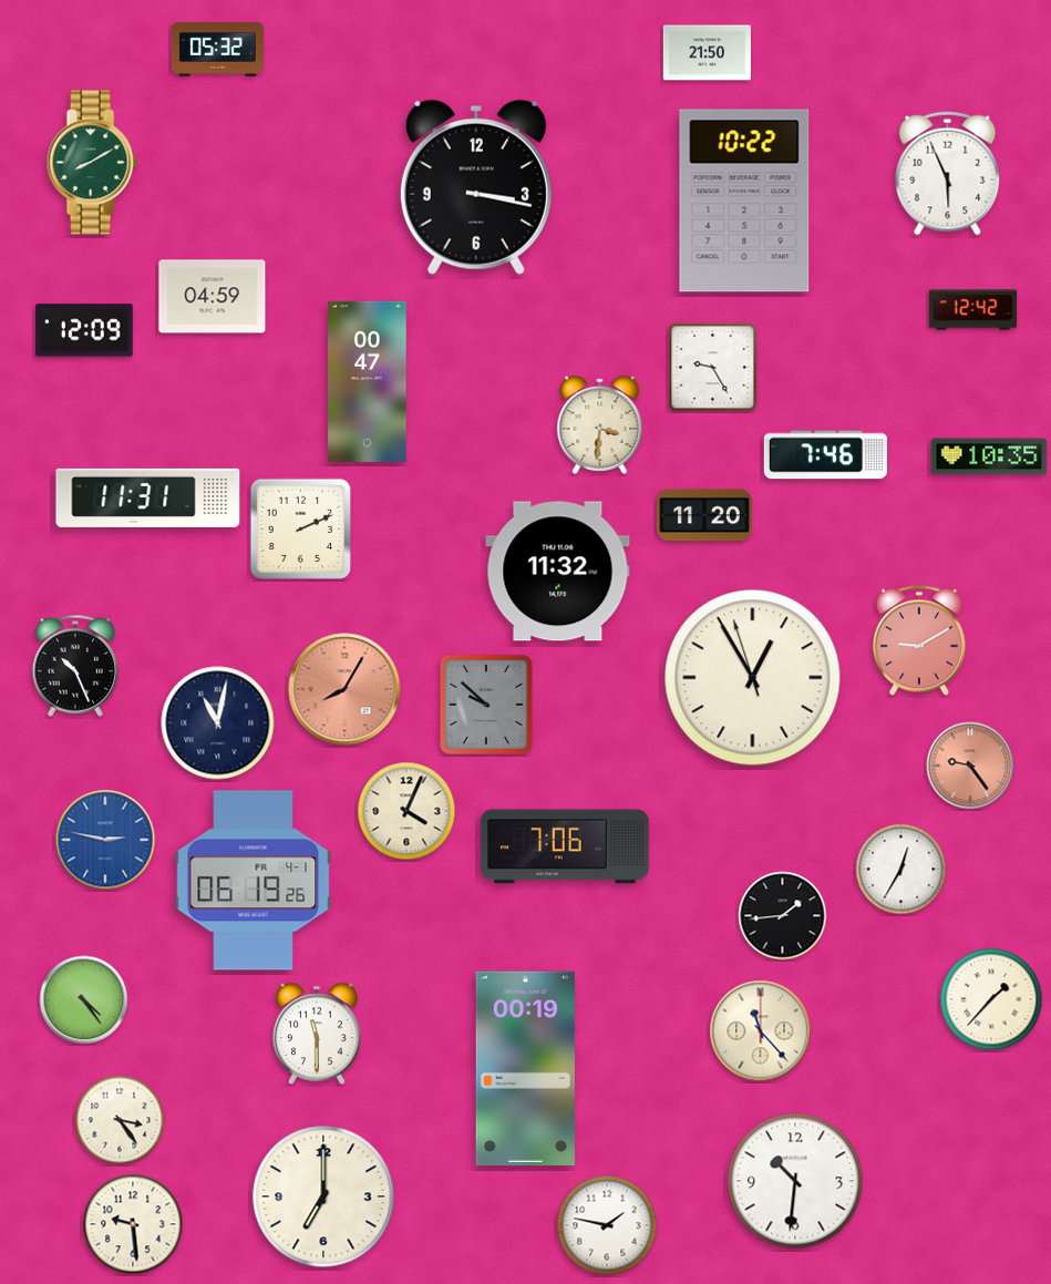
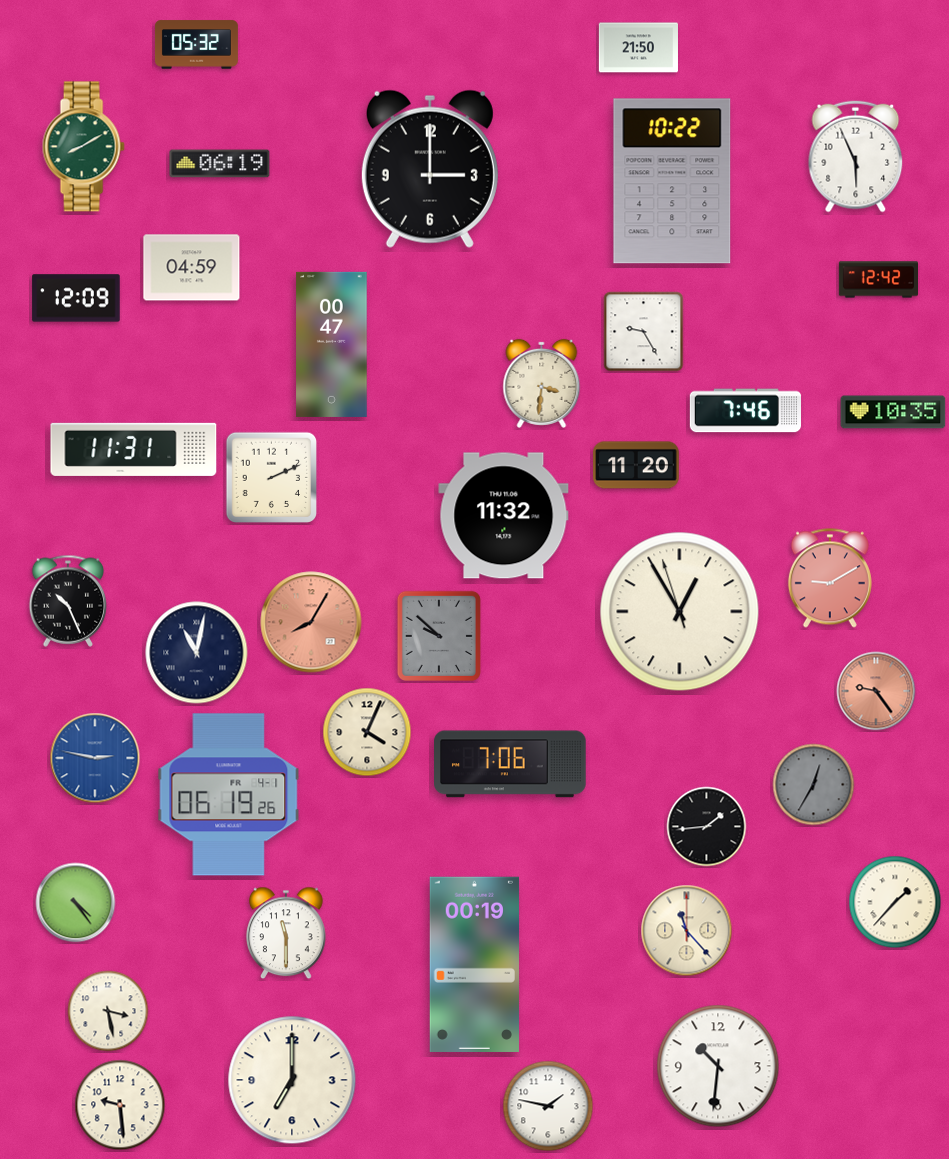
clock at (220, 164): none -> 06:19
clock at (476, 187): 3:17 -> 3:00
clock at (901, 870) dial: white -> grey
clock at (120, 1120): 3:24 -> 3:28
